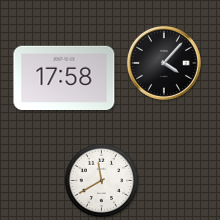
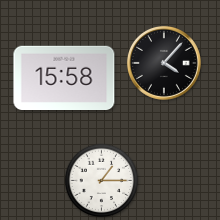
clock at (64, 77): 17:58 -> 15:58
clock at (102, 181): 11:40 -> 1:15
